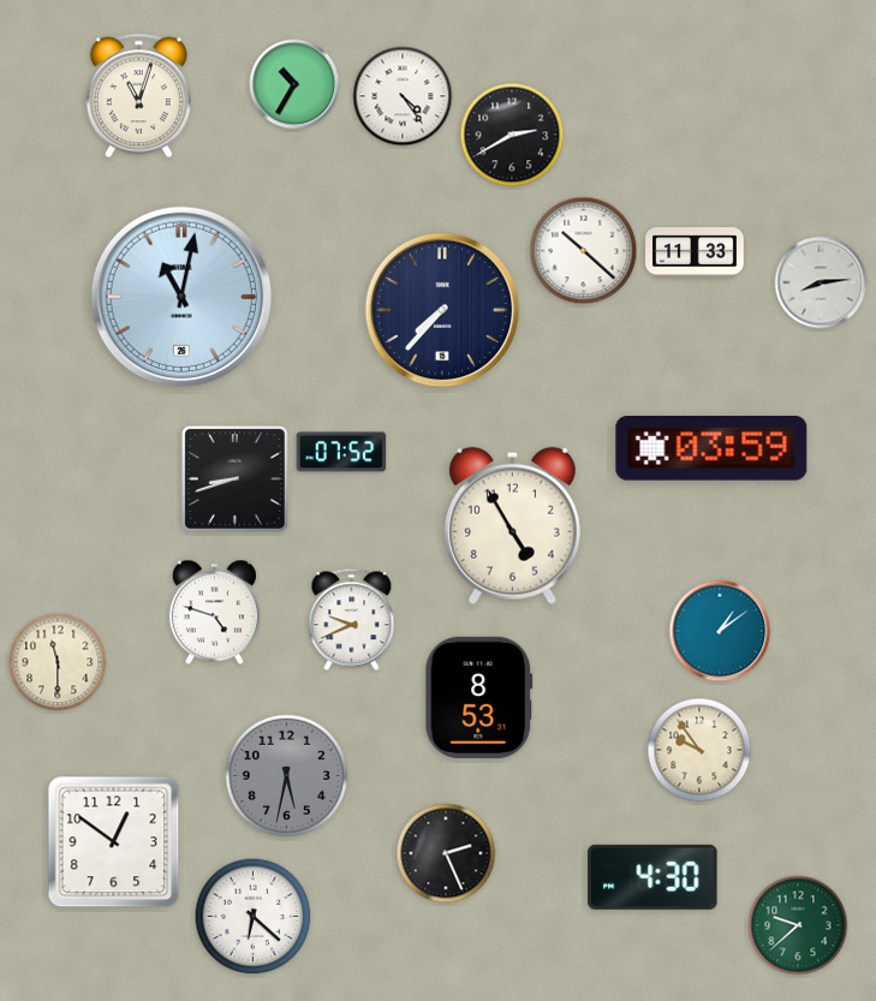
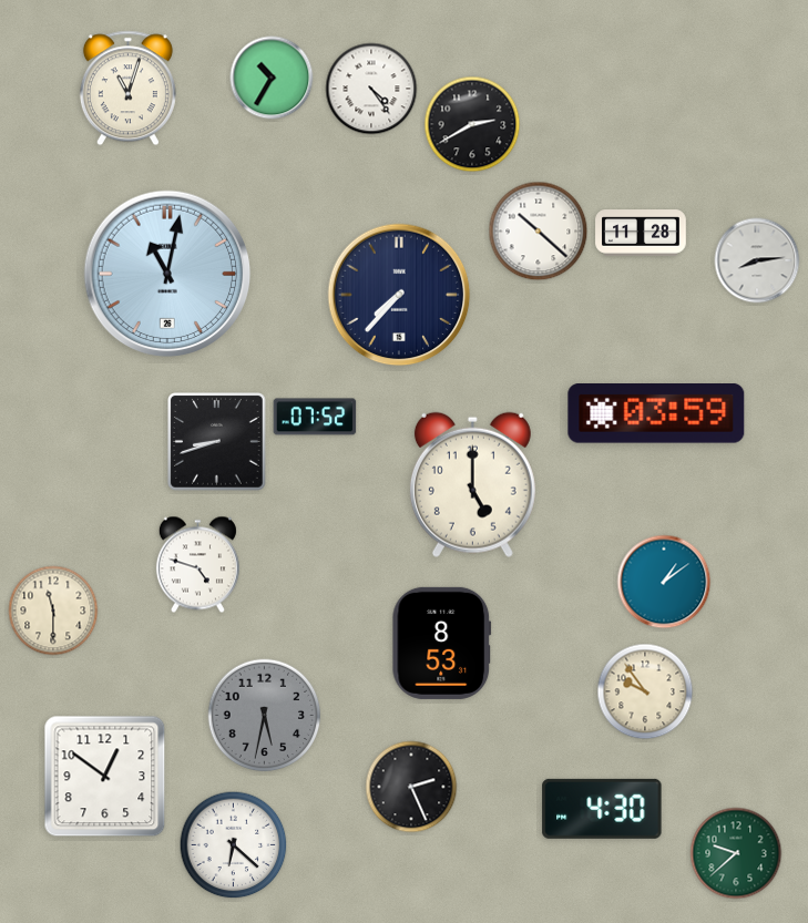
clock at (695, 252): 11:33 -> 11:28
clock at (442, 310) position: (442, 310) -> (399, 295)
clock at (512, 525): 4:55 -> 5:00
clock at (352, 620): 9:41 -> none
